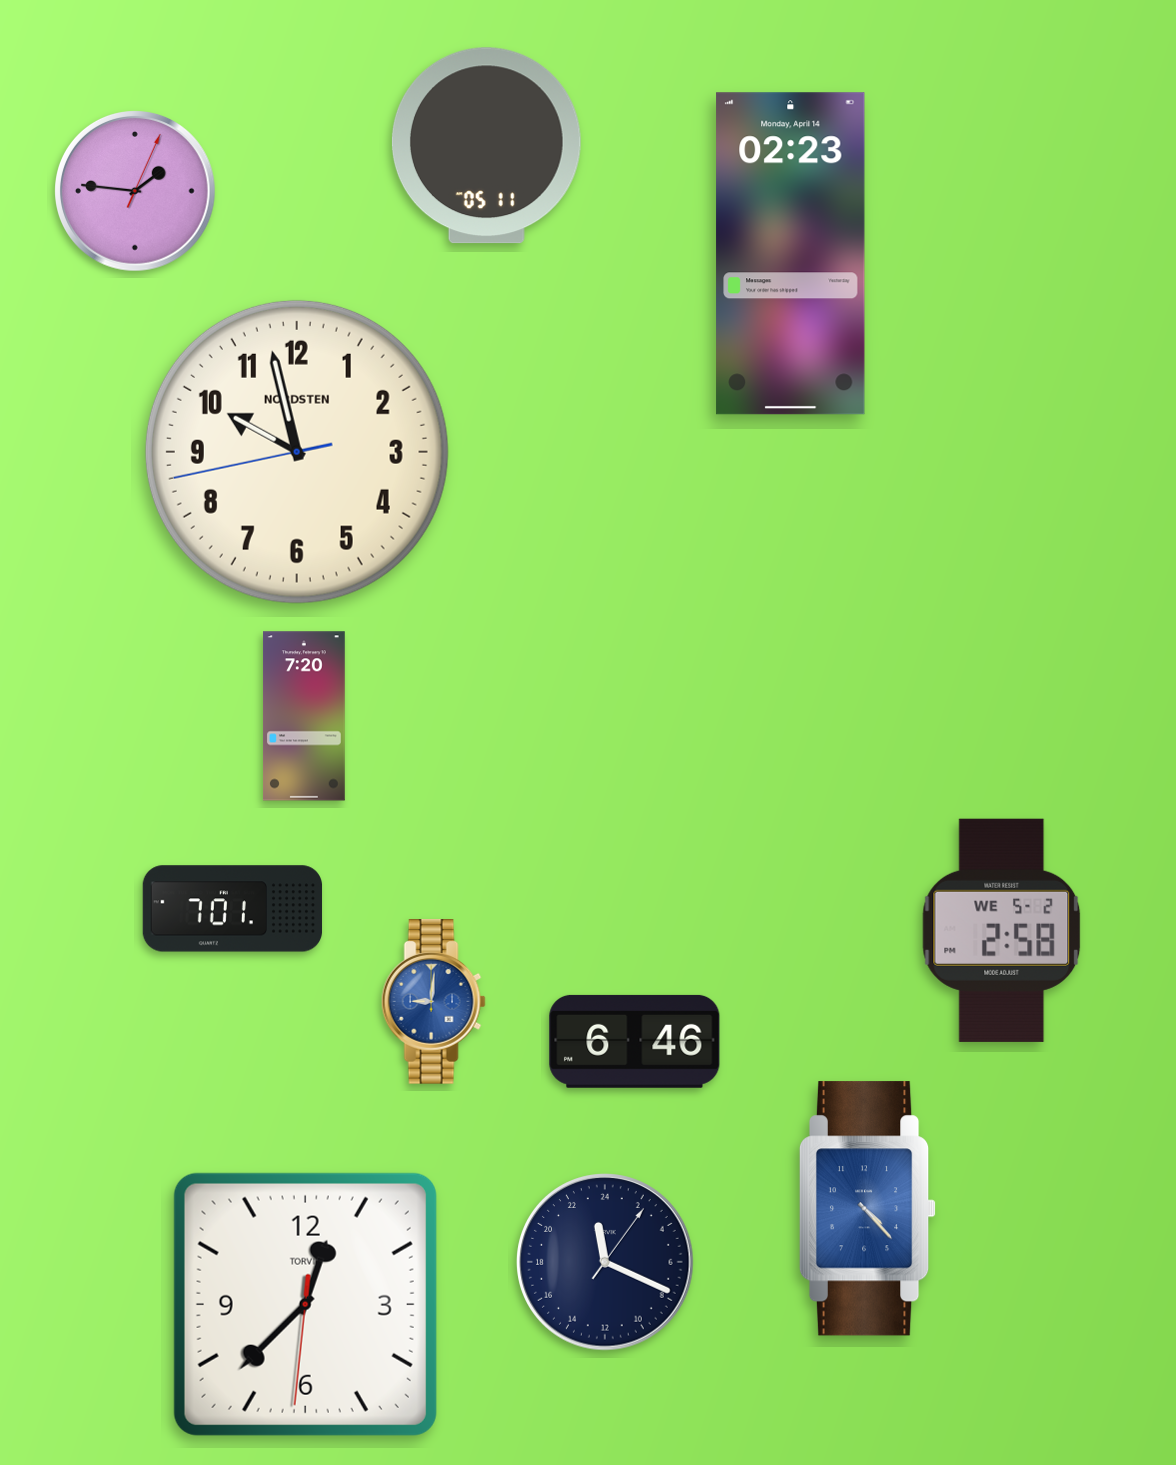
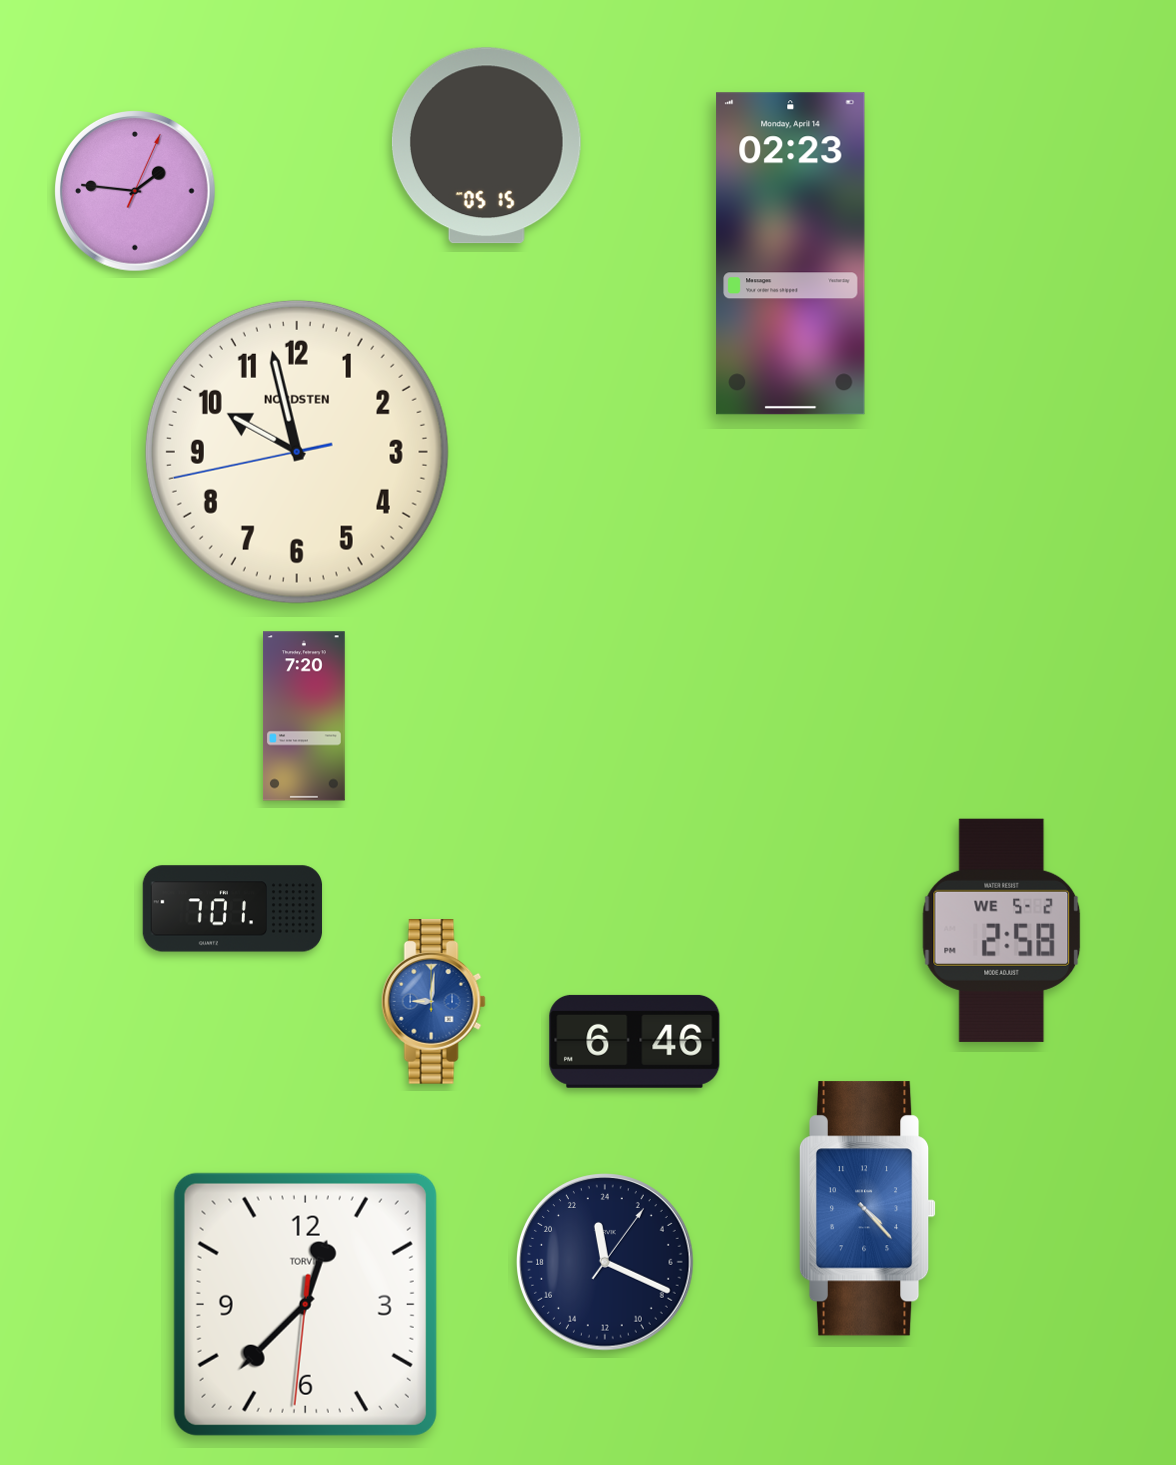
clock at (486, 146): 05:11 -> 05:15
